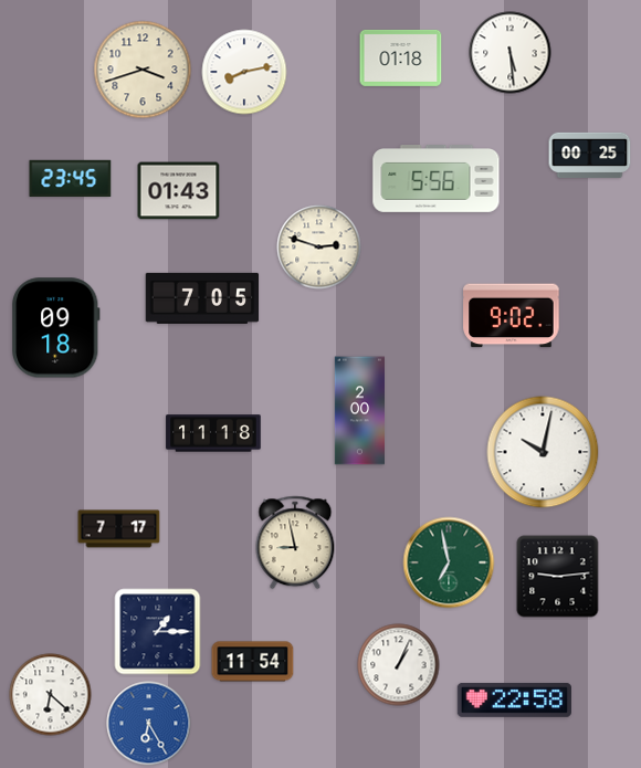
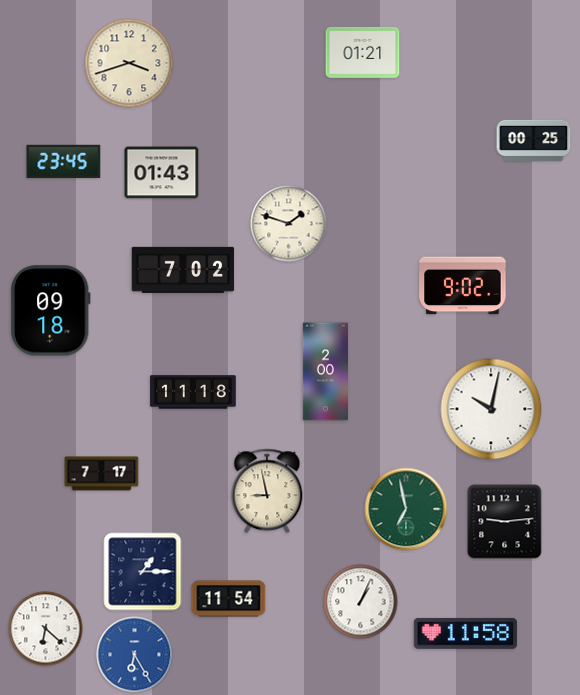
clock at (511, 53): 5:29 -> none
clock at (401, 57): 01:18 -> 01:21
clock at (244, 72): 8:13 -> none
clock at (437, 179): 5:56 -> none
clock at (319, 248): 2:48 -> 1:48
clock at (202, 298): 7:05 -> 7:02
clock at (56, 328) position: (56, 328) -> (51, 311)
clock at (119, 529) position: (119, 529) -> (102, 474)
clock at (514, 699): 22:58 -> 11:58
